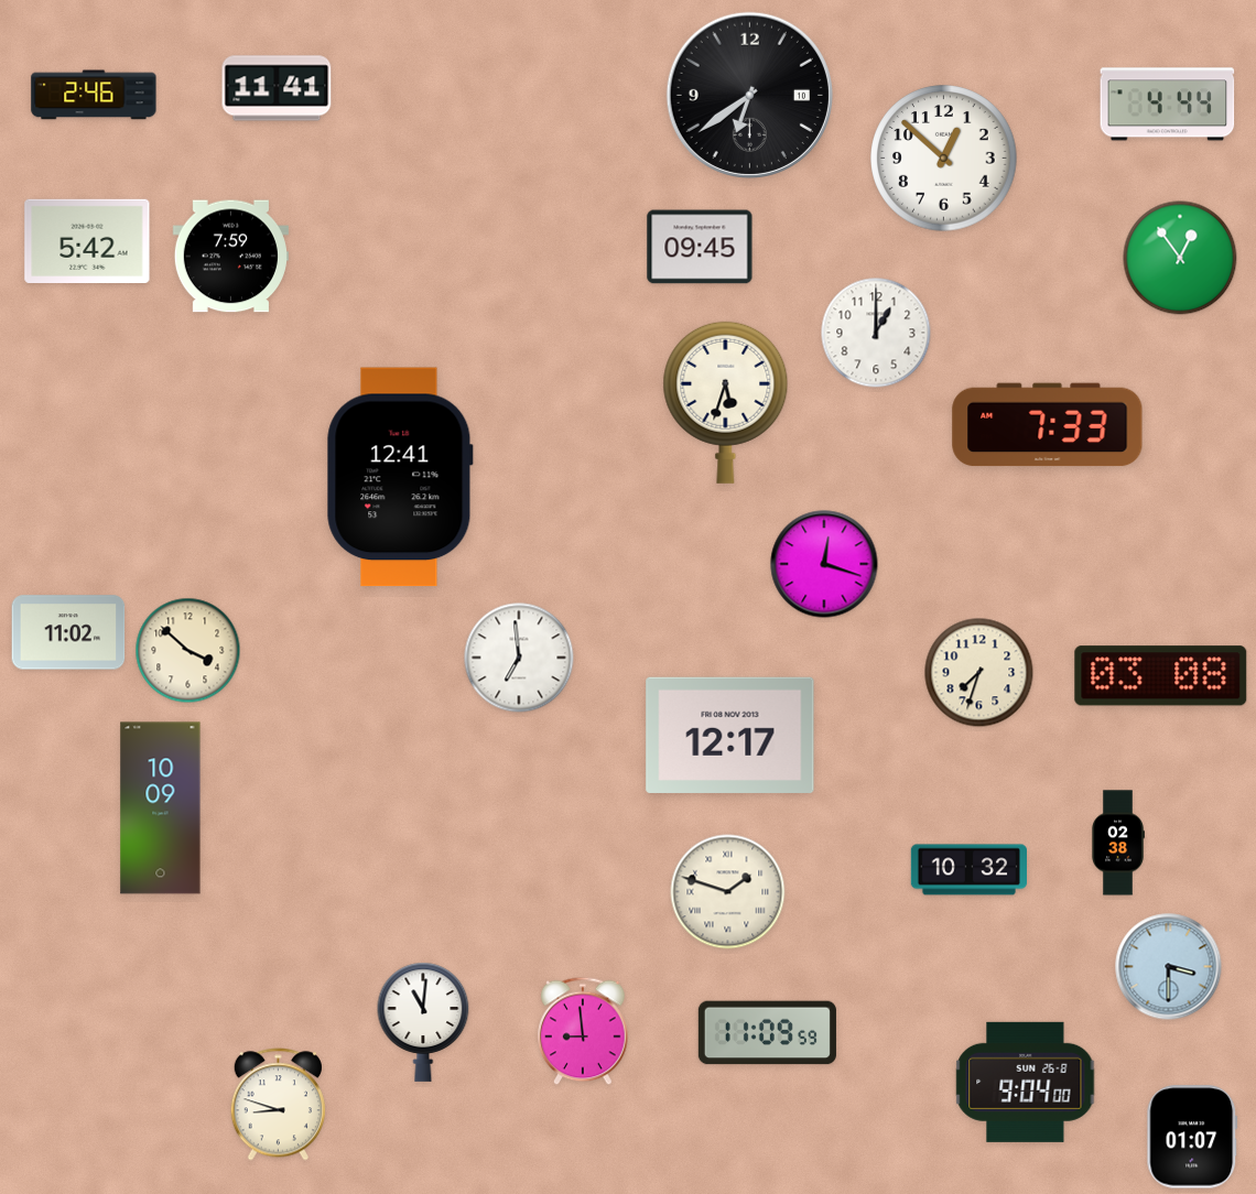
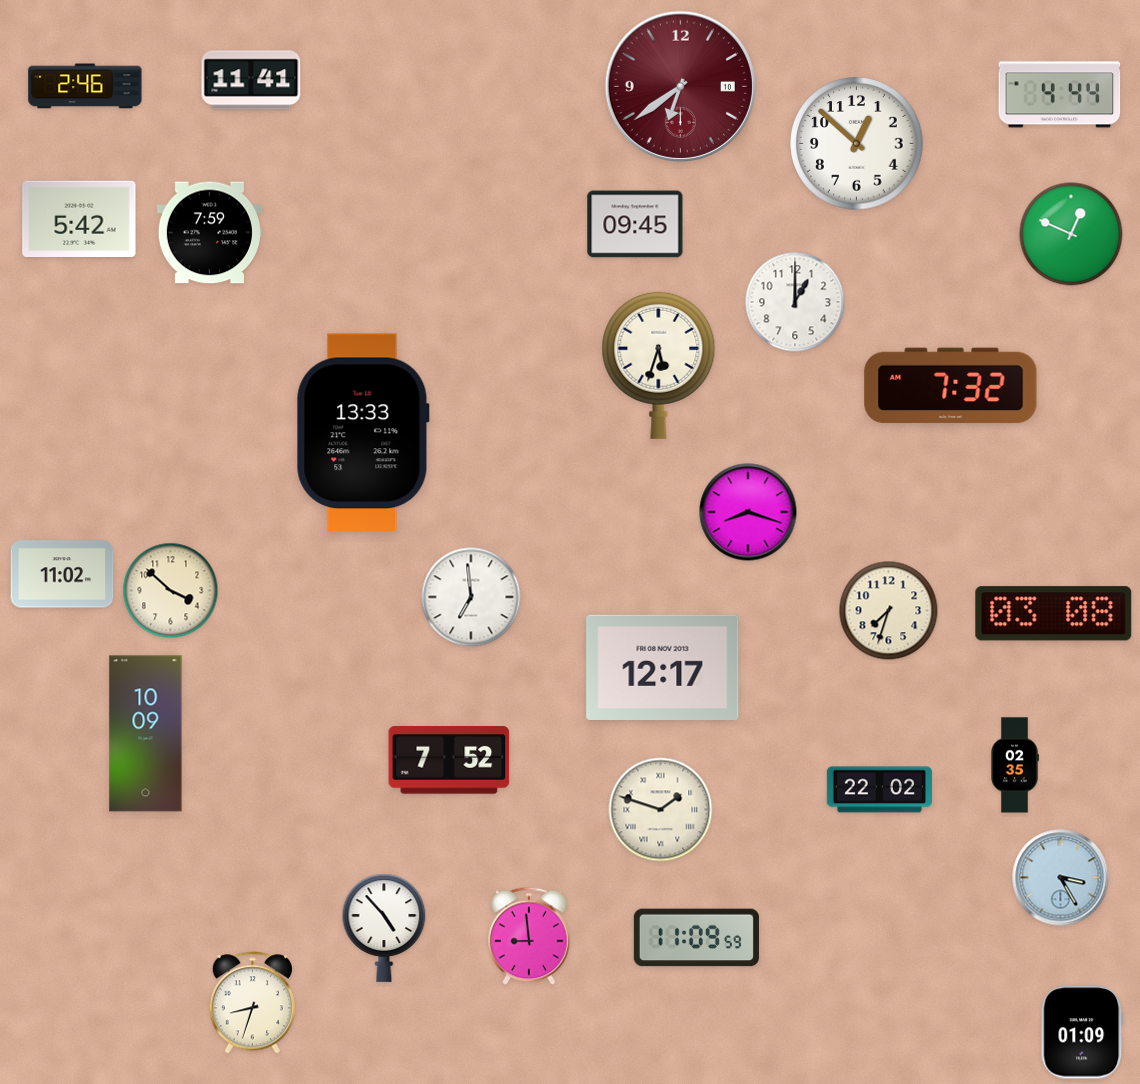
clock at (749, 95) dial: black -> burgundy
clock at (1180, 258): 12:54 -> 12:49
clock at (1048, 425): 7:33 -> 7:32
clock at (400, 477): 12:41 -> 13:33
clock at (824, 564): 12:18 -> 8:18
clock at (449, 760): none -> 7:52
clock at (1118, 843): 02:38 -> 02:35
clock at (968, 870): 10:32 -> 22:02
clock at (1169, 967): 3:30 -> 3:25
clock at (423, 1022): 11:01 -> 4:53
clock at (1026, 1082): 9:04 -> none
clock at (278, 1105): 8:48 -> 8:33
clock at (1192, 1137): 01:07 -> 01:09
